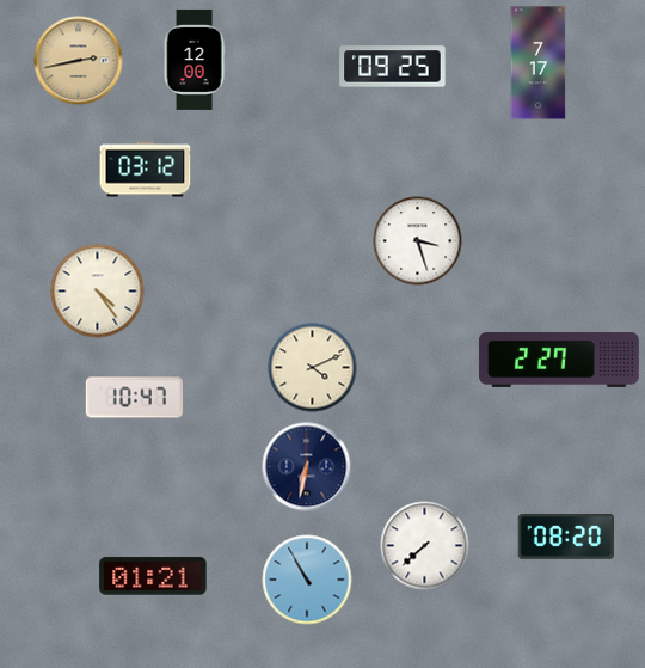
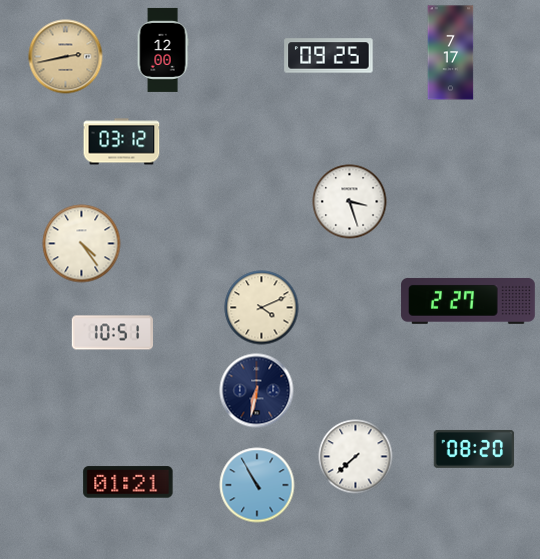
clock at (79, 61) position: (79, 61) -> (66, 57)
clock at (134, 398): 10:47 -> 10:51
